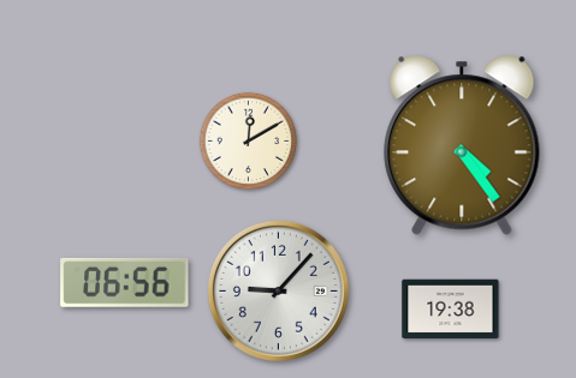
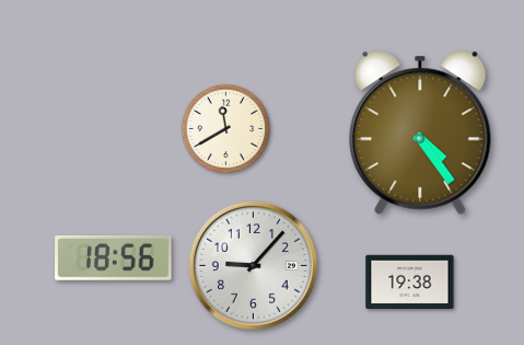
clock at (249, 142): 12:10 -> 11:40
clock at (125, 282): 06:56 -> 18:56
